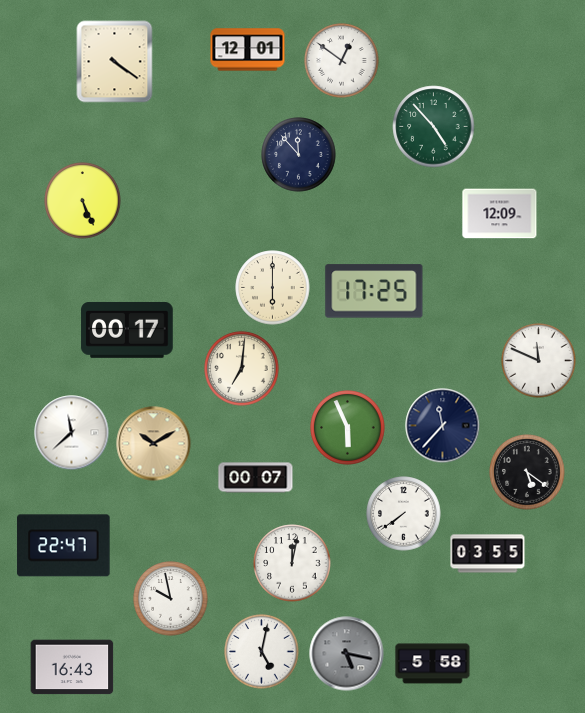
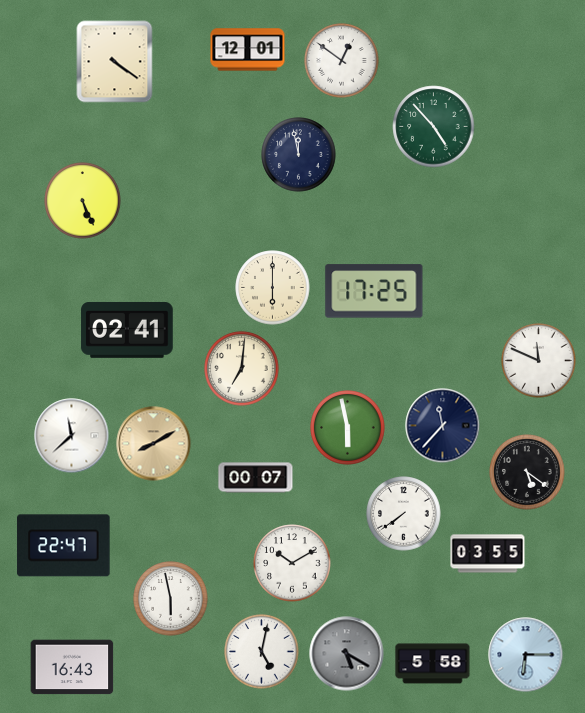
clock at (299, 155): 11:53 -> 11:58
clock at (500, 214): 12:09 -> none
clock at (127, 330): 00:17 -> 02:41
clock at (348, 428): 5:56 -> 5:58
clock at (72, 433) position: (72, 433) -> (72, 436)
clock at (154, 444): 10:10 -> 8:10
clock at (292, 563): 12:02 -> 10:10
clock at (171, 599): 9:58 -> 5:58
clock at (347, 654): 5:17 -> 5:20
clock at (526, 655): none -> 6:15
